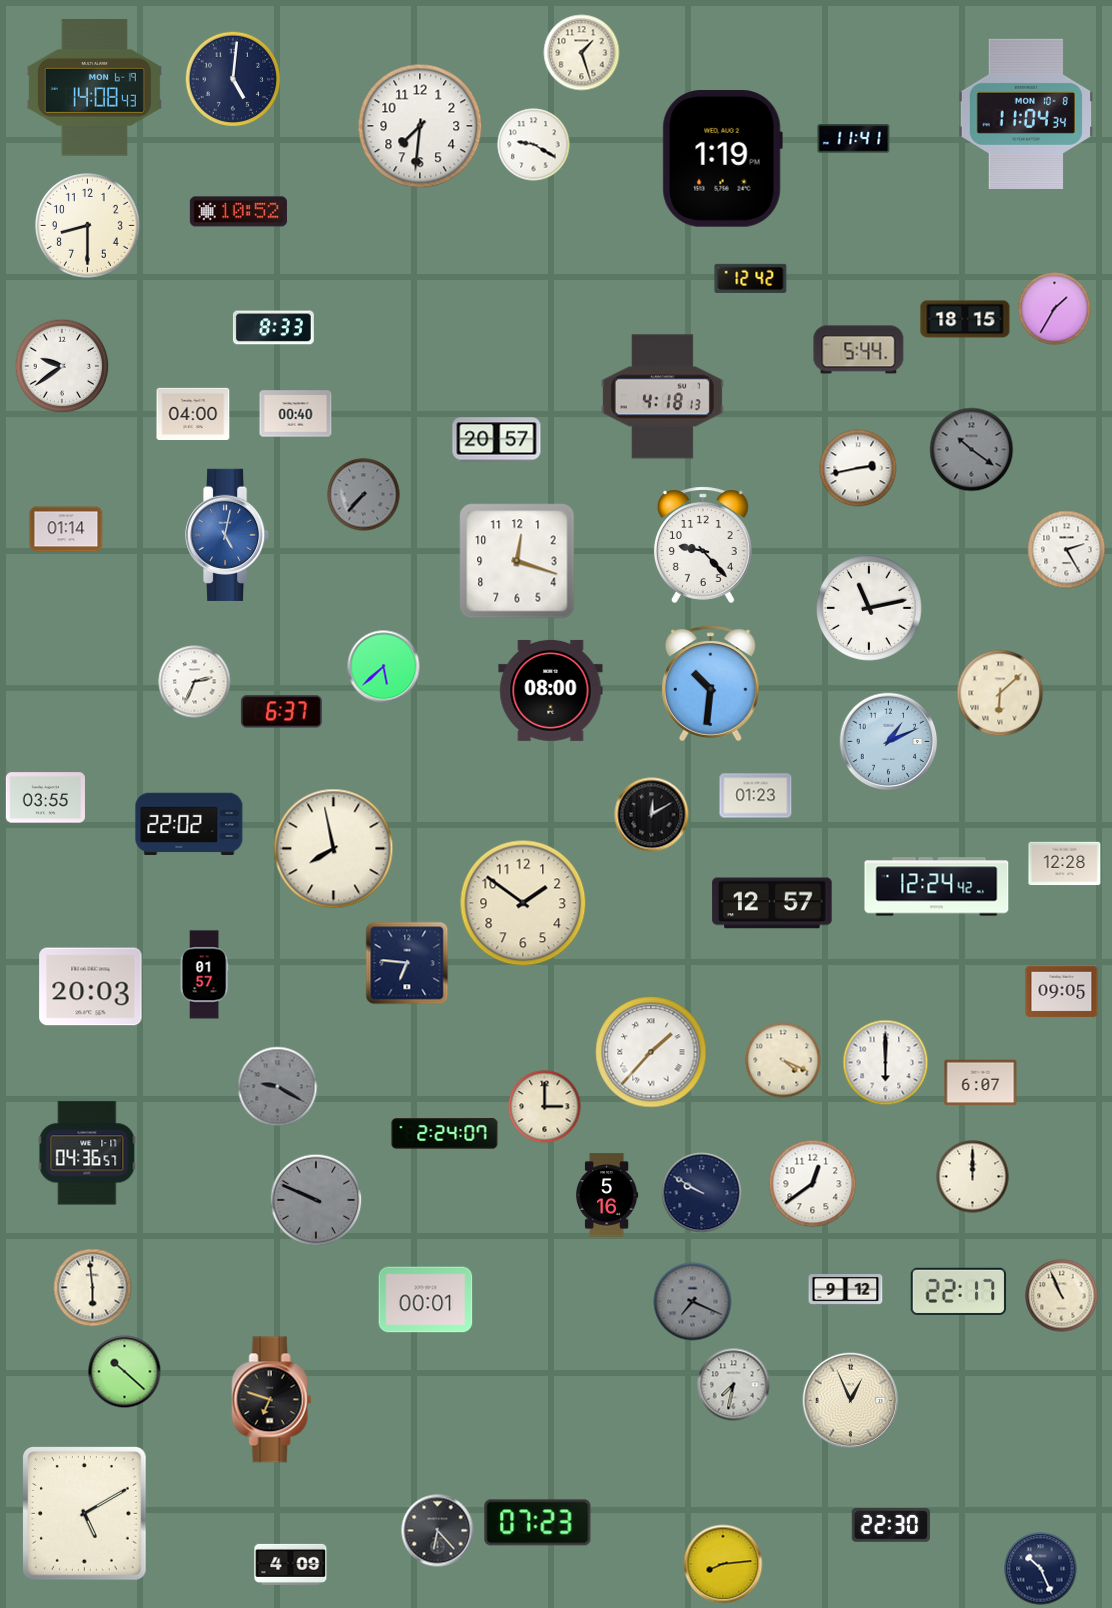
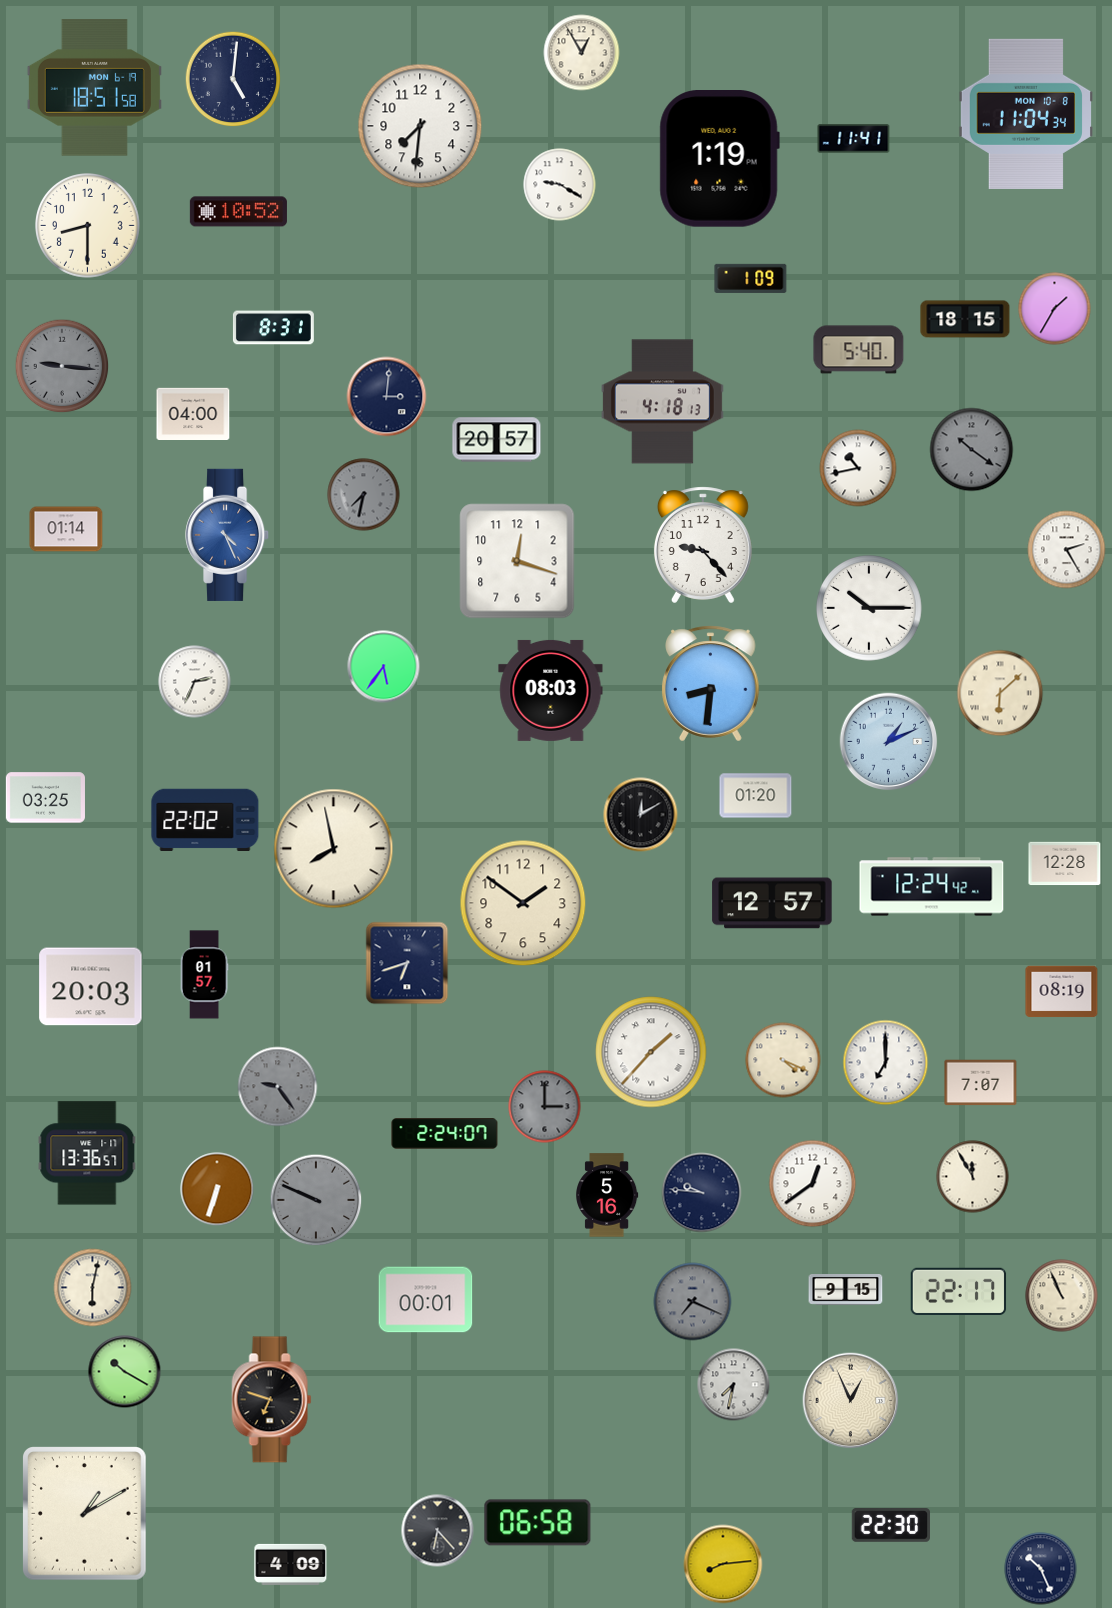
clock at (582, 53): 1:27 -> 12:55
clock at (94, 88): 14:08 -> 18:51
clock at (534, 145) position: (534, 145) -> (560, 185)
clock at (722, 159) position: (722, 159) -> (719, 159)
clock at (751, 278): 12:42 -> 1:09
clock at (273, 328): 8:33 -> 8:31
clock at (859, 350): 5:44 -> 5:40
clock at (62, 366): 9:39 -> 9:16
clock at (62, 366) dial: white -> grey
clock at (387, 397): none -> 3:01
clock at (662, 397) position: (662, 397) -> (662, 402)
clock at (296, 414): 00:40 -> none
clock at (858, 468): 2:43 -> 10:43
clock at (364, 495): 7:37 -> 7:32
clock at (228, 535): 5:02 -> 4:26
clock at (869, 608): 11:13 -> 10:15
clock at (384, 667): 5:38 -> 5:36
clock at (711, 684): 10:31 -> 8:31
clock at (551, 690): 08:00 -> 08:03
clock at (281, 712): 6:37 -> none
clock at (756, 796): 01:23 -> 01:20
clock at (45, 798): 03:55 -> 03:25
clock at (652, 815) position: (652, 815) -> (641, 815)
clock at (189, 823) position: (189, 823) -> (205, 819)
clock at (937, 887) position: (937, 887) -> (932, 887)
clock at (407, 963): 6:46 -> 6:42
clock at (1062, 992): 09:05 -> 08:19
clock at (886, 1063): 6:00 -> 7:00
clock at (981, 1083): 6:07 -> 7:07
clock at (278, 1087): 9:20 -> 9:24
clock at (545, 1107) dial: cream -> grey
clock at (87, 1153): 04:36 -> 13:36
clock at (973, 1177): 12:00 -> 11:55
clock at (217, 1189): none -> 6:33
clock at (702, 1193): 9:50 -> 9:46
clock at (93, 1288): 5:59 -> 6:02
clock at (846, 1290): 9:12 -> 9:15
clock at (125, 1372): 10:22 -> 10:20
clock at (85, 1514): 5:10 -> 1:10
clock at (538, 1523): 07:23 -> 06:58
